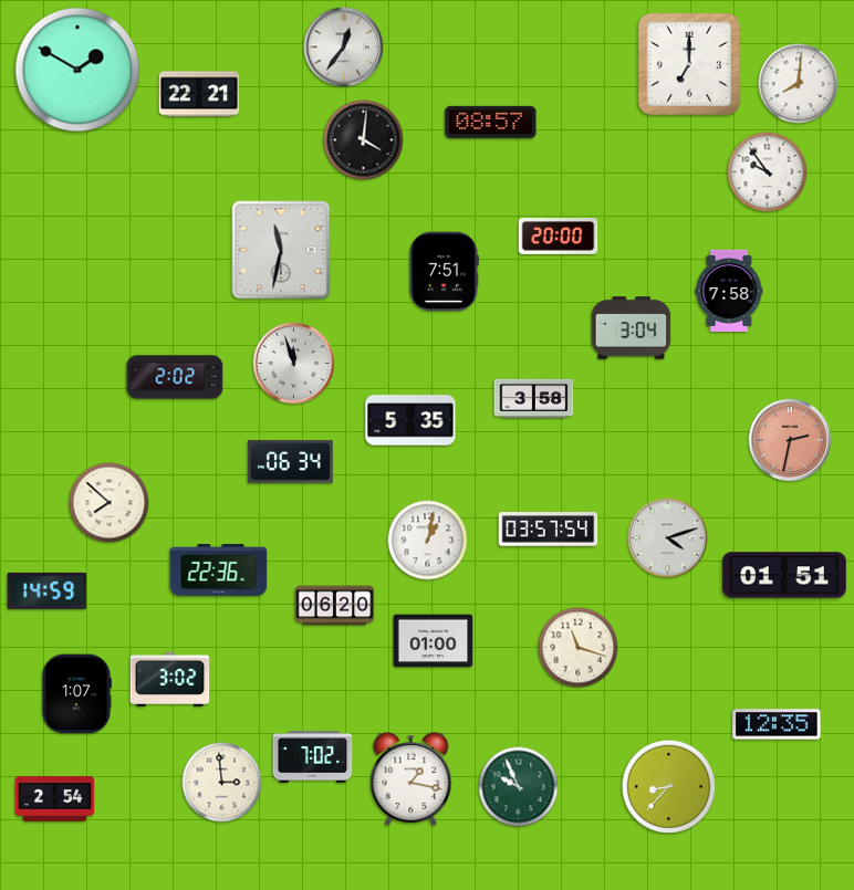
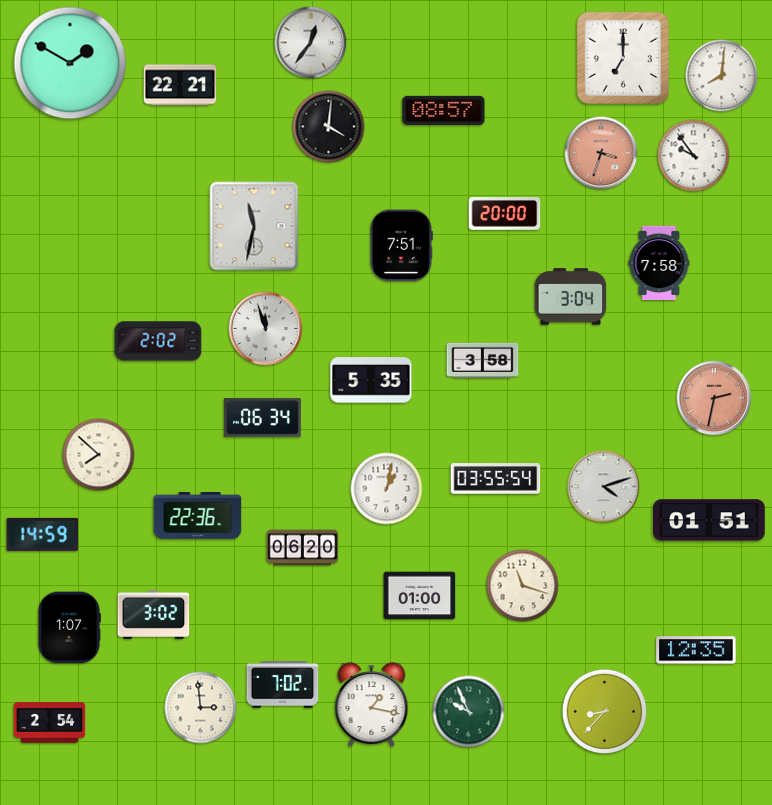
clock at (601, 153): none -> 3:33
clock at (549, 530): 03:57 -> 03:55
clock at (434, 641) position: (434, 641) -> (420, 596)
clock at (777, 724) position: (777, 724) -> (696, 650)
